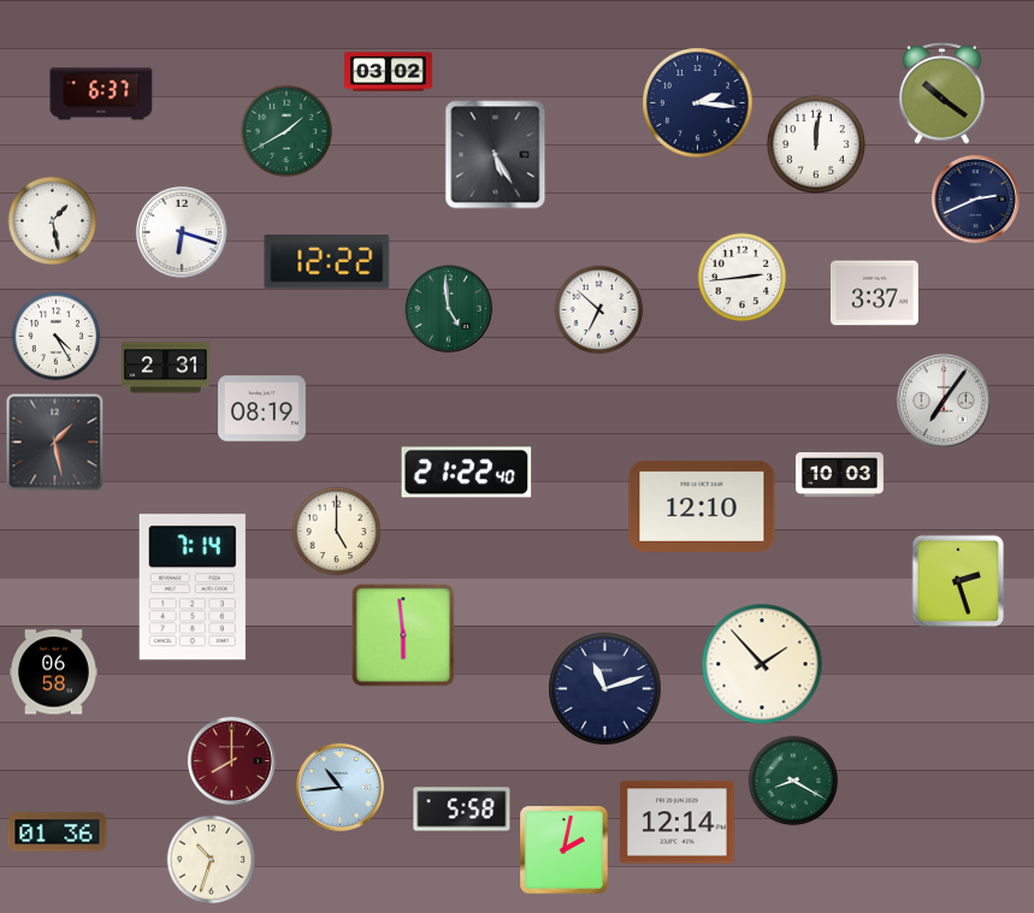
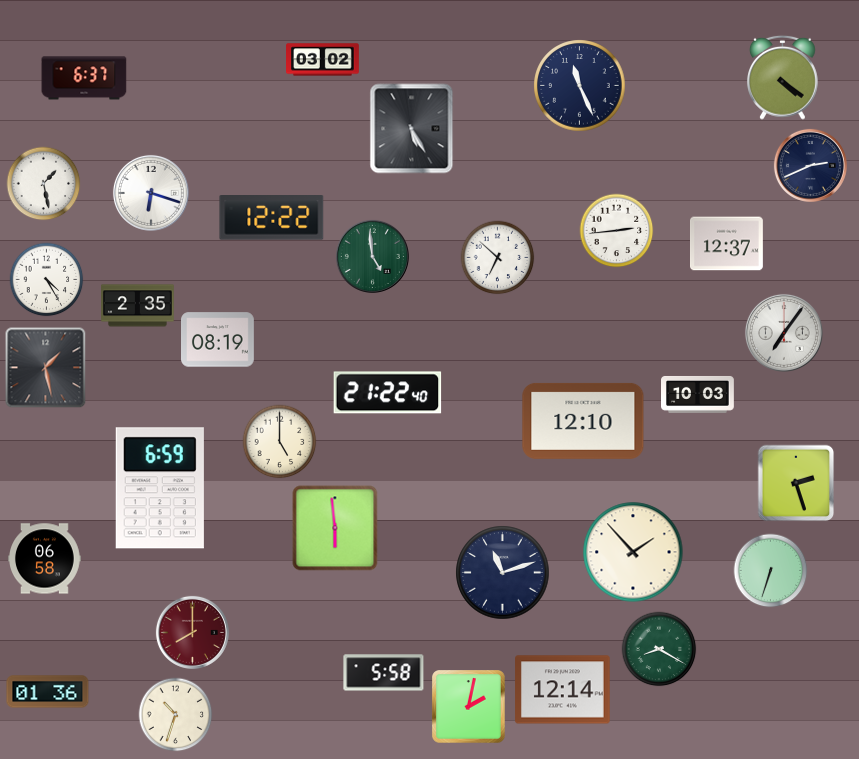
clock at (943, 93): 10:21 -> 4:21
clock at (698, 103): 2:16 -> 11:26
clock at (286, 131): 1:40 -> none
clock at (816, 144): 12:01 -> none
clock at (875, 294): 3:37 -> 12:37
clock at (166, 368): 2:31 -> 2:35
clock at (193, 587): 7:14 -> 6:59
clock at (771, 571): none -> 6:33
clock at (339, 787): 10:44 -> none
clock at (678, 823) position: (678, 823) -> (563, 690)
